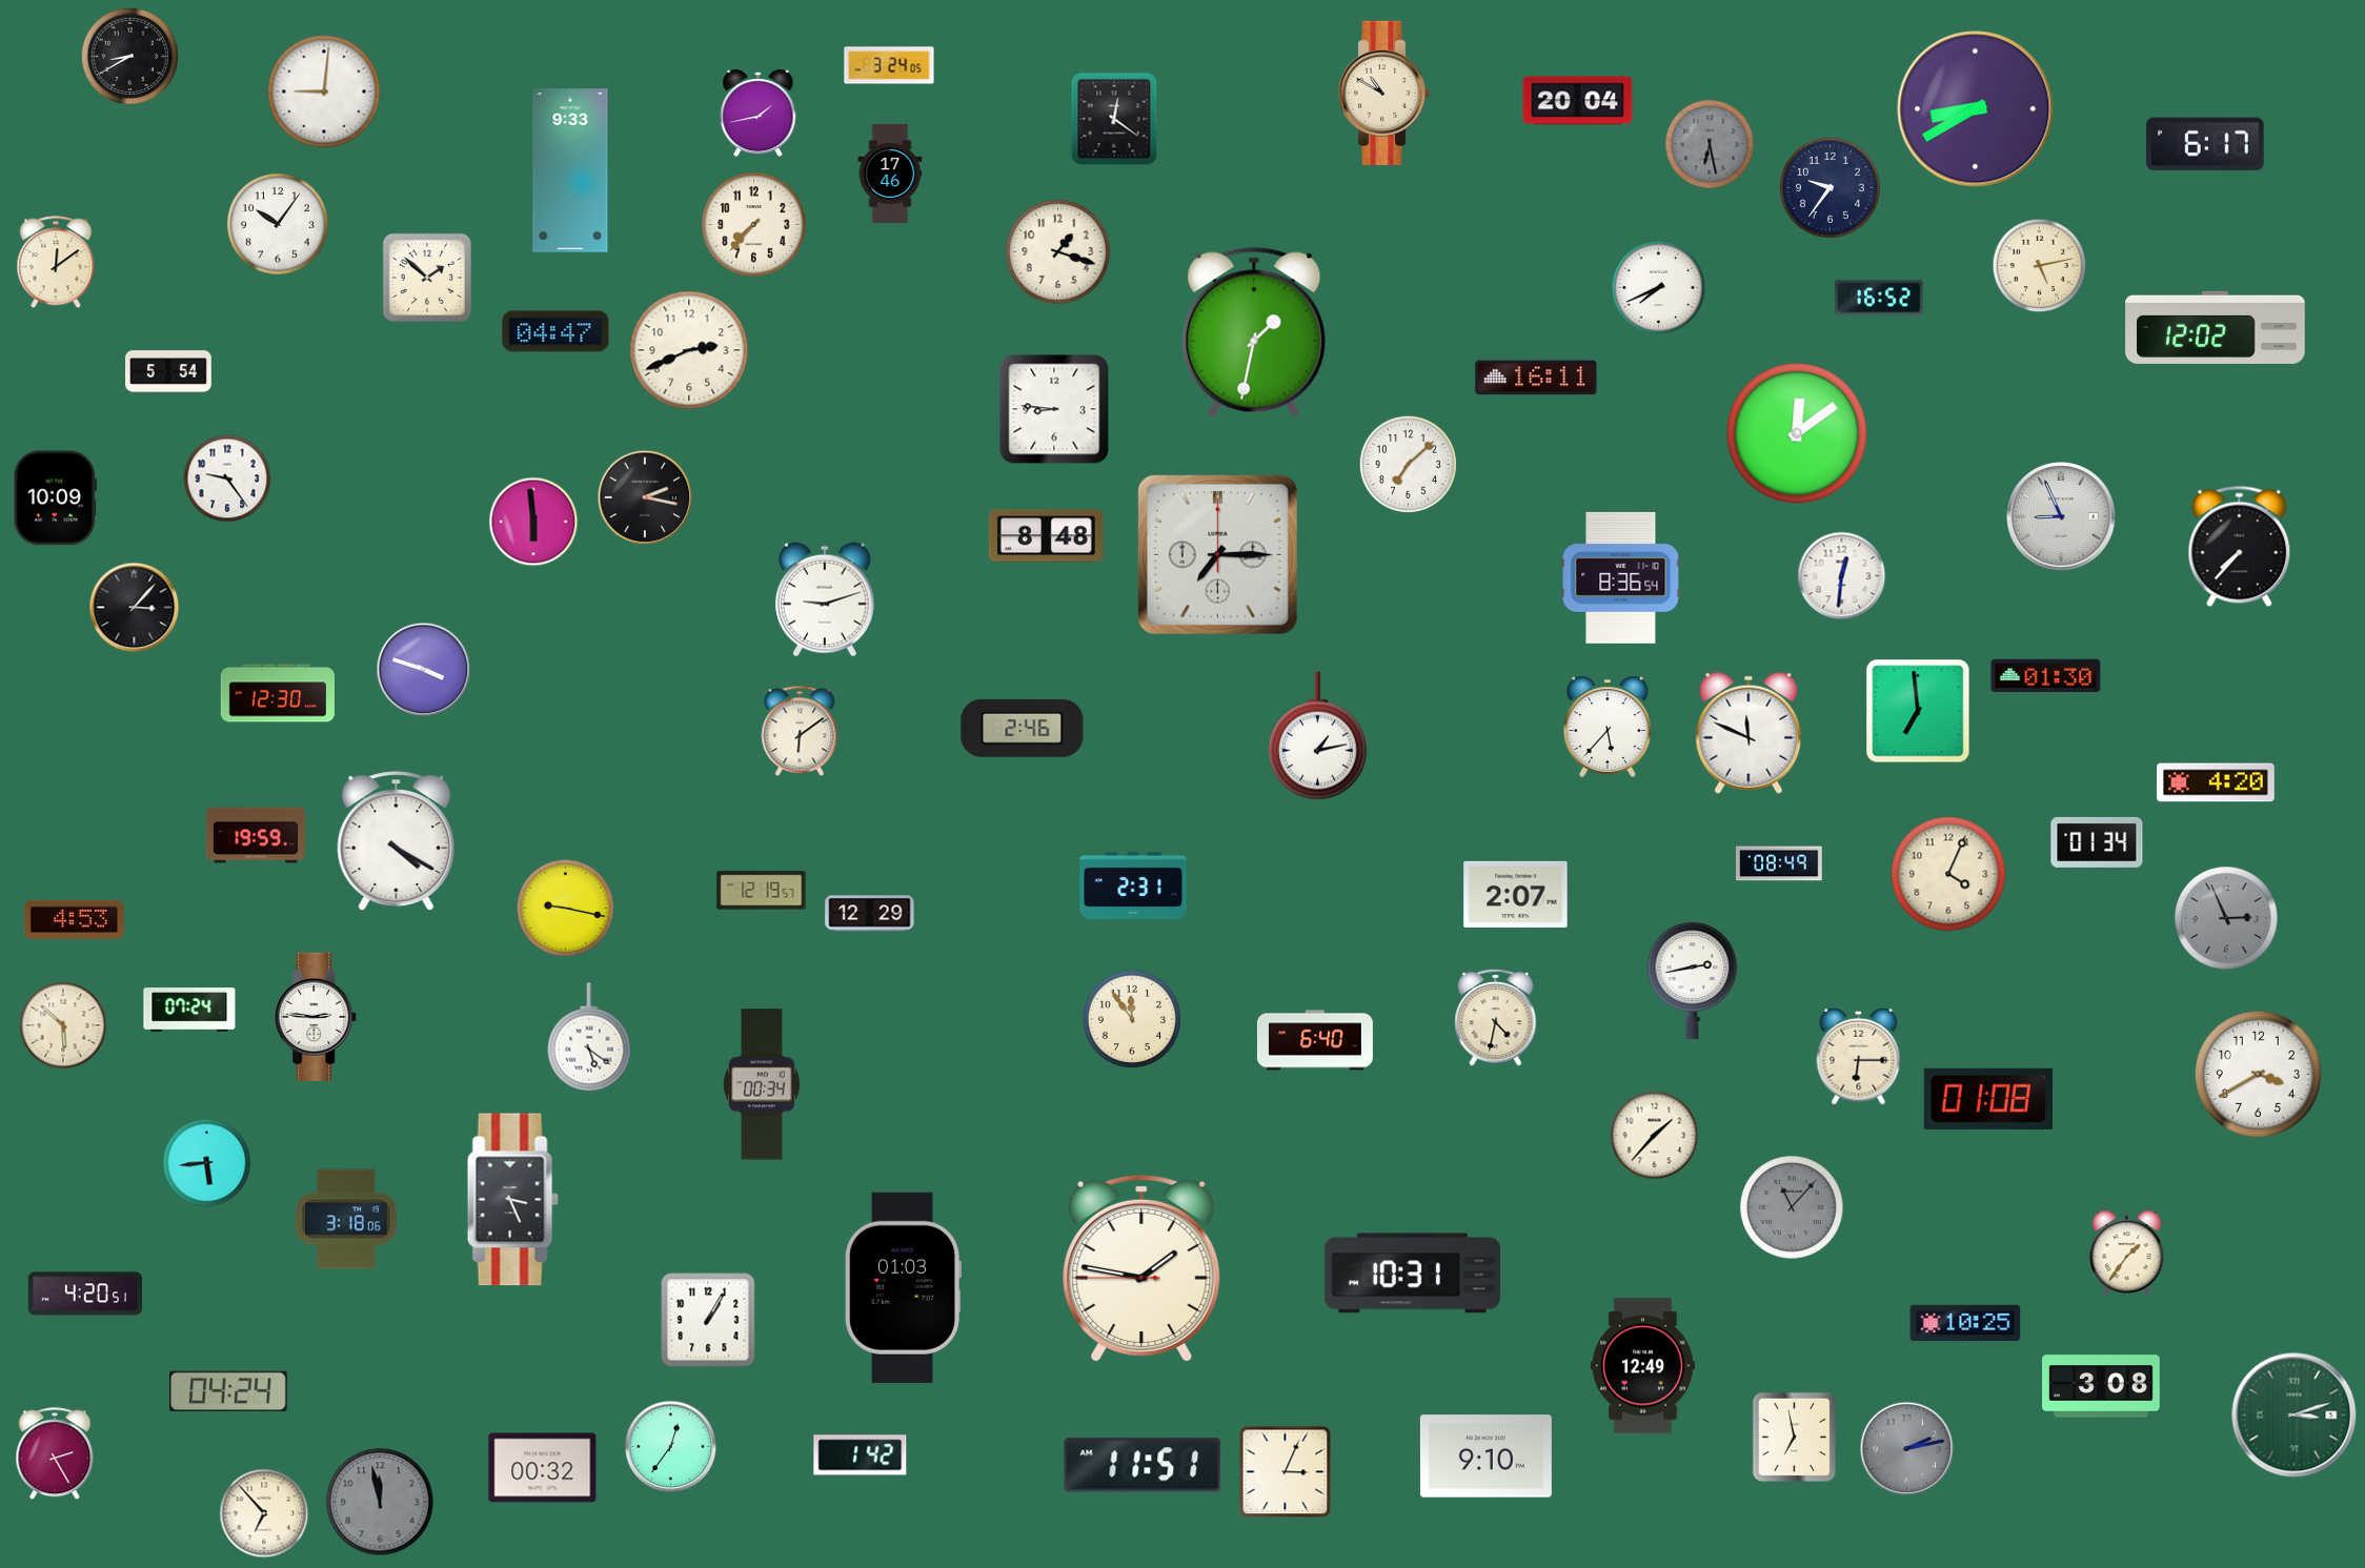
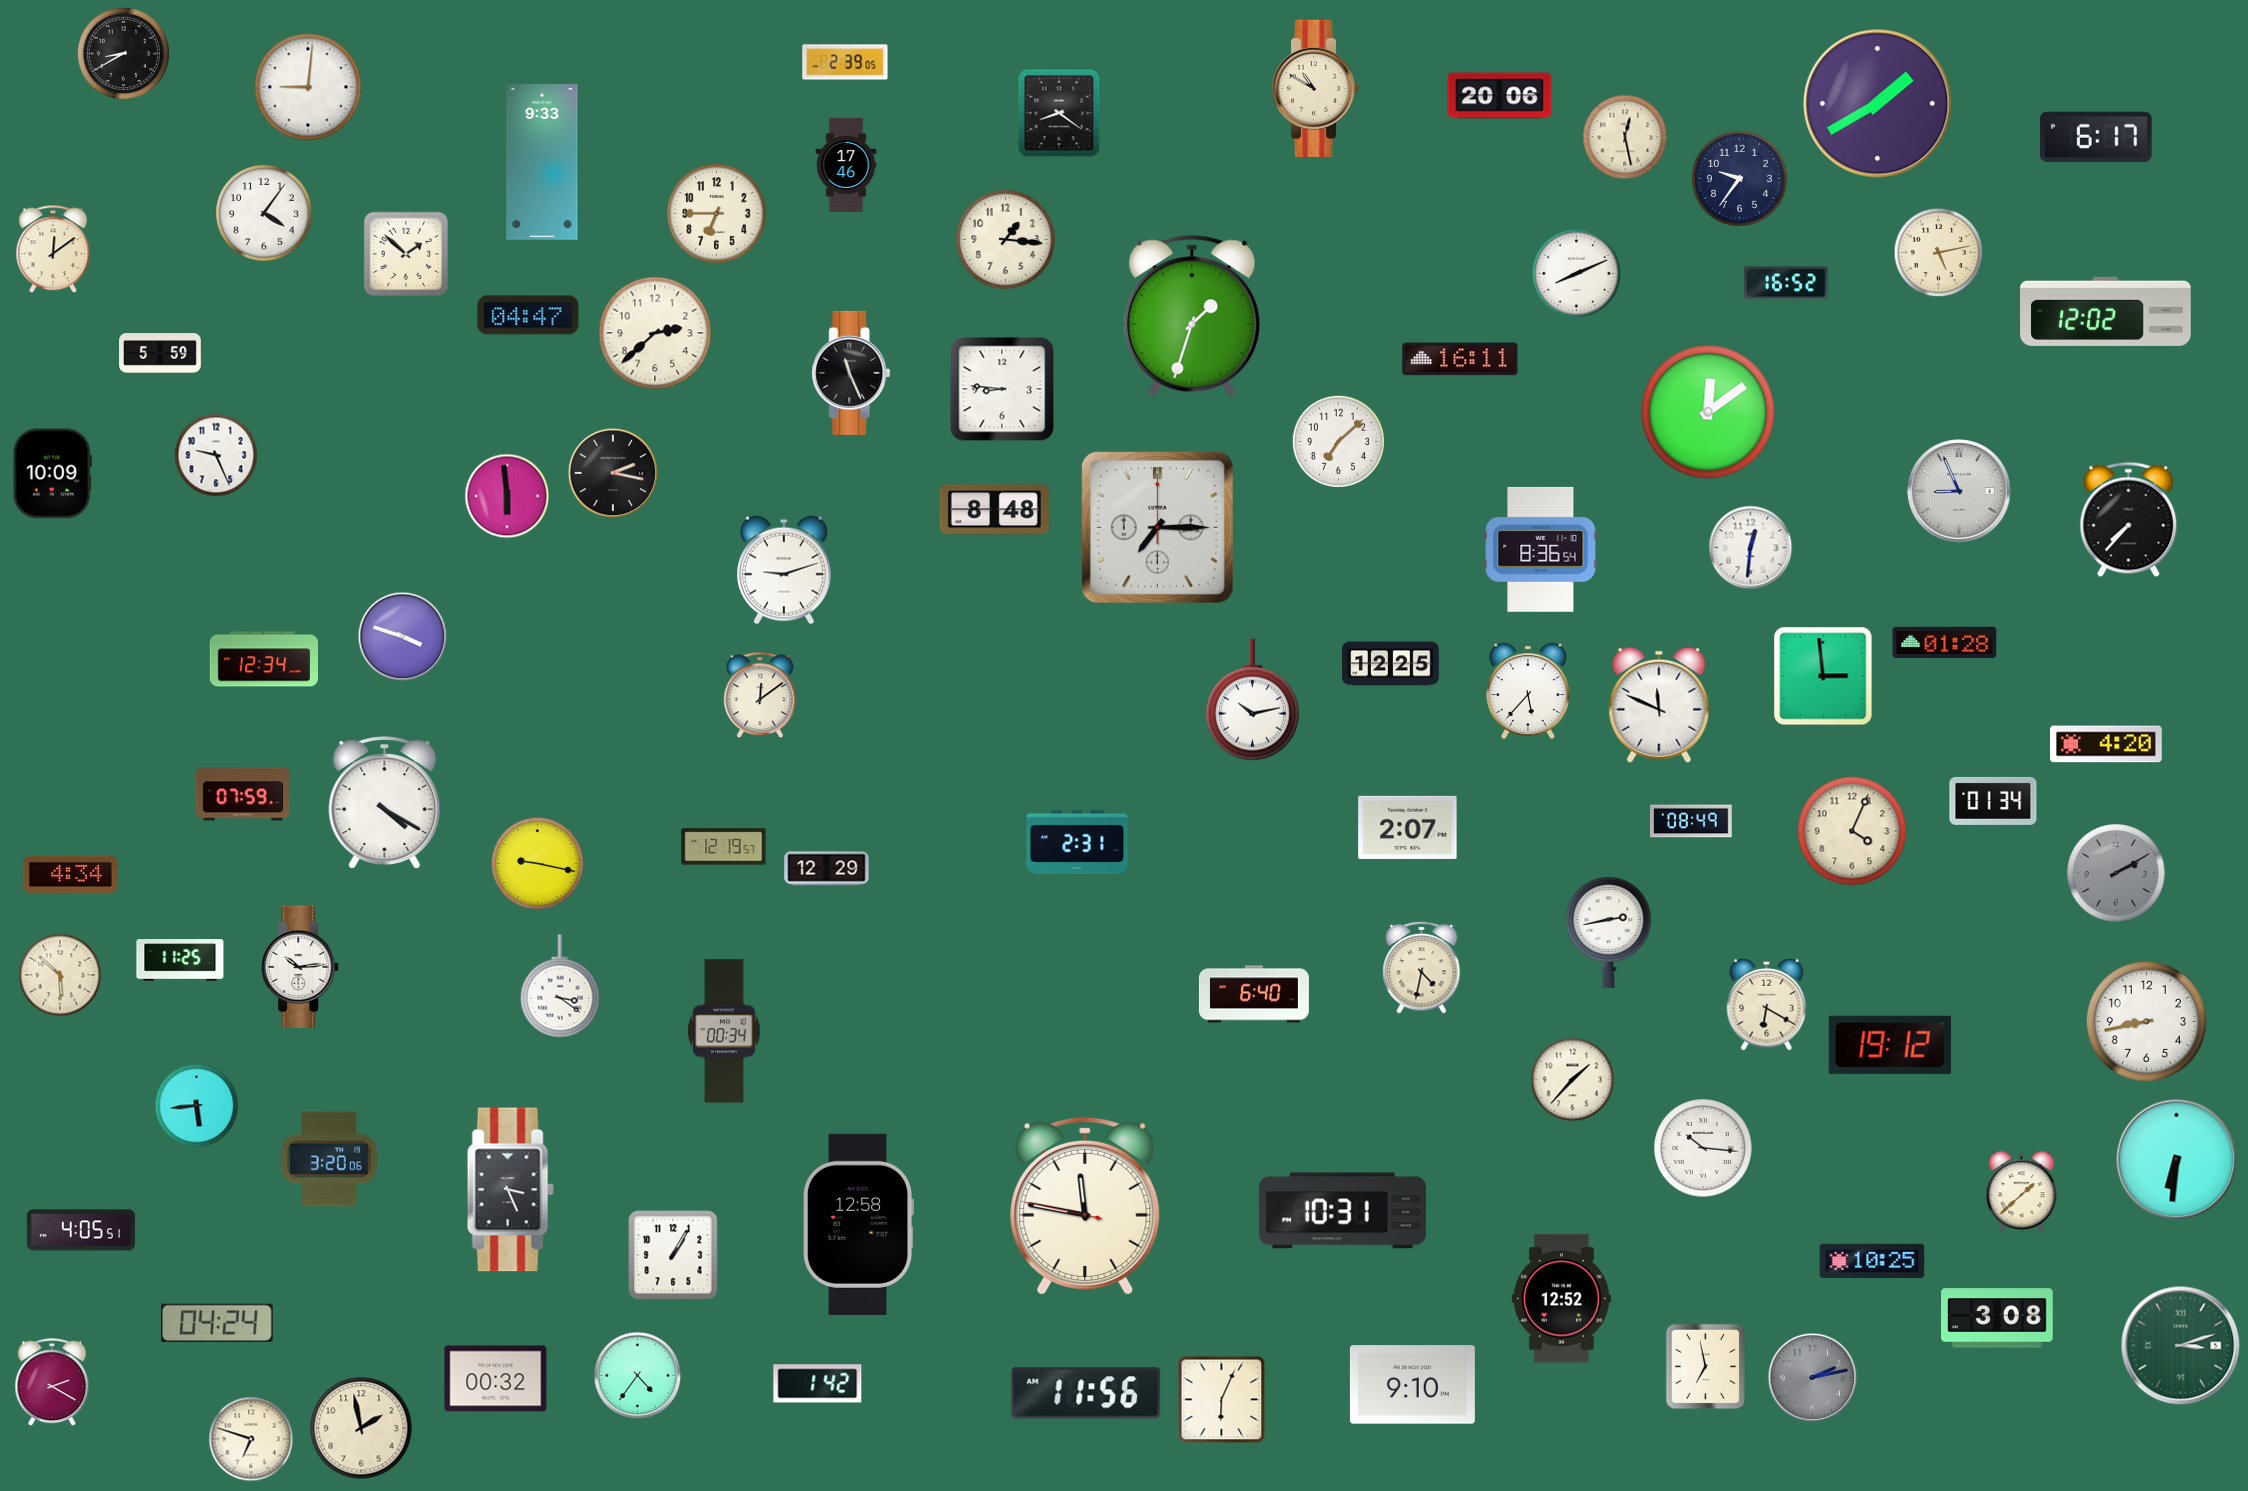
clock at (889, 65): 3:24 -> 2:39
clock at (1578, 101): 20:04 -> 20:06
clock at (1976, 109): 8:40 -> 1:40
clock at (759, 114): 1:43 -> none
clock at (1114, 119): 12:21 -> 8:21
clock at (1710, 144): 6:28 -> 12:28
clock at (1710, 144) dial: grey -> cream
clock at (279, 225): 10:06 -> 4:06
clock at (754, 225): 7:37 -> 6:45
clock at (1058, 252): 1:18 -> 1:16
clock at (426, 277) position: (426, 277) -> (405, 253)
clock at (1659, 288): 7:41 -> 8:11
clock at (1254, 332): 1:32 -> 1:33
clock at (689, 350): 2:41 -> 2:38
clock at (168, 371): 5:54 -> 5:59
clock at (851, 373): none -> 11:26
clock at (227, 478): 9:24 -> 9:26
clock at (135, 608): 3:07 -> none
clock at (2046, 676): 01:30 -> 01:28
clock at (277, 693): 12:30 -> 12:34
clock at (1391, 664): none -> 12:25
clock at (1918, 711): 6:59 -> 2:59
clock at (1023, 728): 2:46 -> none
clock at (800, 731): 6:09 -> 12:09
clock at (1749, 733) position: (1749, 733) -> (1659, 705)
clock at (1317, 736): 1:13 -> 10:13
clock at (256, 835): 19:59 -> 07:59
clock at (397, 841) position: (397, 841) -> (385, 803)
clock at (1516, 894) position: (1516, 894) -> (1408, 827)
clock at (2226, 918): 2:56 -> 2:10
clock at (74, 919): 4:53 -> 4:34
clock at (189, 1010): 07:24 -> 11:25
clock at (317, 1016): 2:46 -> 10:14
clock at (1132, 1019): 11:54 -> none
clock at (589, 1037): 5:21 -> 3:21
clock at (1315, 1040) position: (1315, 1040) -> (1254, 994)
clock at (1859, 1056): 6:15 -> 6:20
clock at (2258, 1074): 3:40 -> 8:43
clock at (1988, 1099): 01:08 -> 19:12
clock at (512, 1200) position: (512, 1200) -> (510, 1190)
clock at (1792, 1207): 11:07 -> 10:16
clock at (1792, 1207) dial: grey -> white
clock at (346, 1219): 3:18 -> 3:20
clock at (2177, 1160): none -> 6:31
clock at (2127, 1254): 1:36 -> 1:38
clock at (1141, 1268): 1:46 -> 11:46
clock at (903, 1287): 01:03 -> 12:58
clock at (85, 1294): 4:20 -> 4:05
clock at (1965, 1322) position: (1965, 1322) -> (1872, 1260)
clock at (1642, 1366): 12:49 -> 12:52
clock at (671, 1447): 12:36 -> 4:36
clock at (55, 1454): 2:25 -> 2:20
clock at (1143, 1465): 11:51 -> 11:56
clock at (543, 1468) position: (543, 1468) -> (496, 1379)
clock at (1286, 1472): 3:04 -> 6:04
clock at (380, 1502): 11:58 -> 1:58
clock at (380, 1502) dial: grey -> cream
clock at (264, 1513): 6:53 -> 6:48
